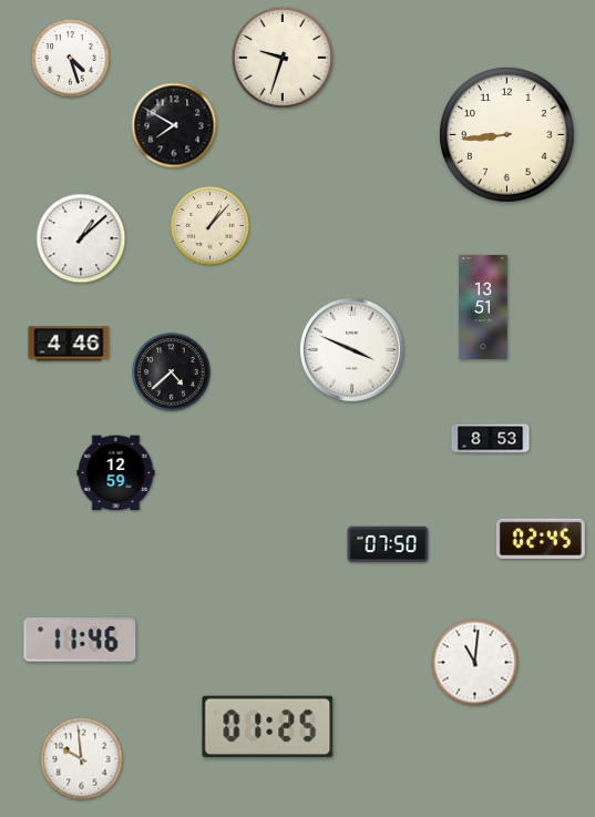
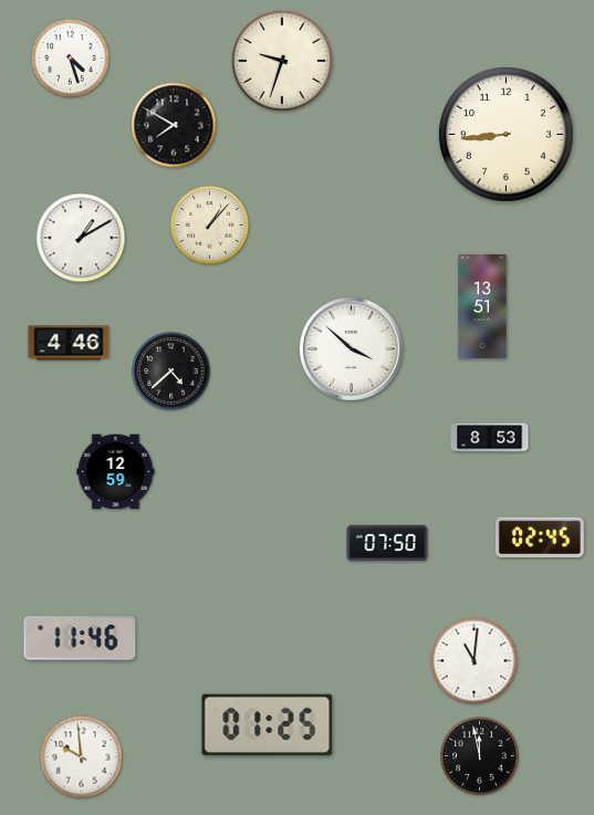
clock at (283, 58) position: (283, 58) -> (282, 61)
clock at (81, 238): 1:08 -> 1:10
clock at (351, 349): 3:49 -> 3:52
clock at (480, 756): none -> 11:58
